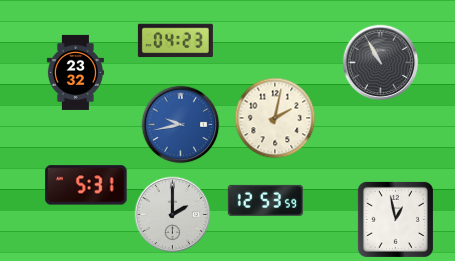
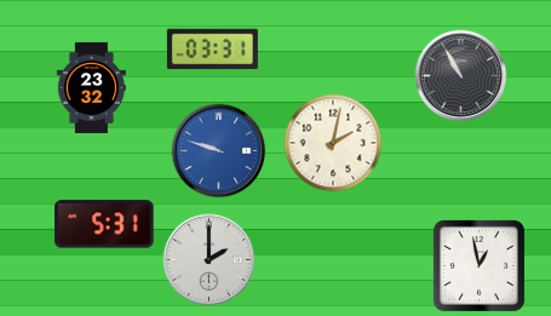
clock at (175, 41): 04:23 -> 03:31
clock at (181, 125): 9:43 -> 9:48
clock at (265, 200): 12:53 -> none
